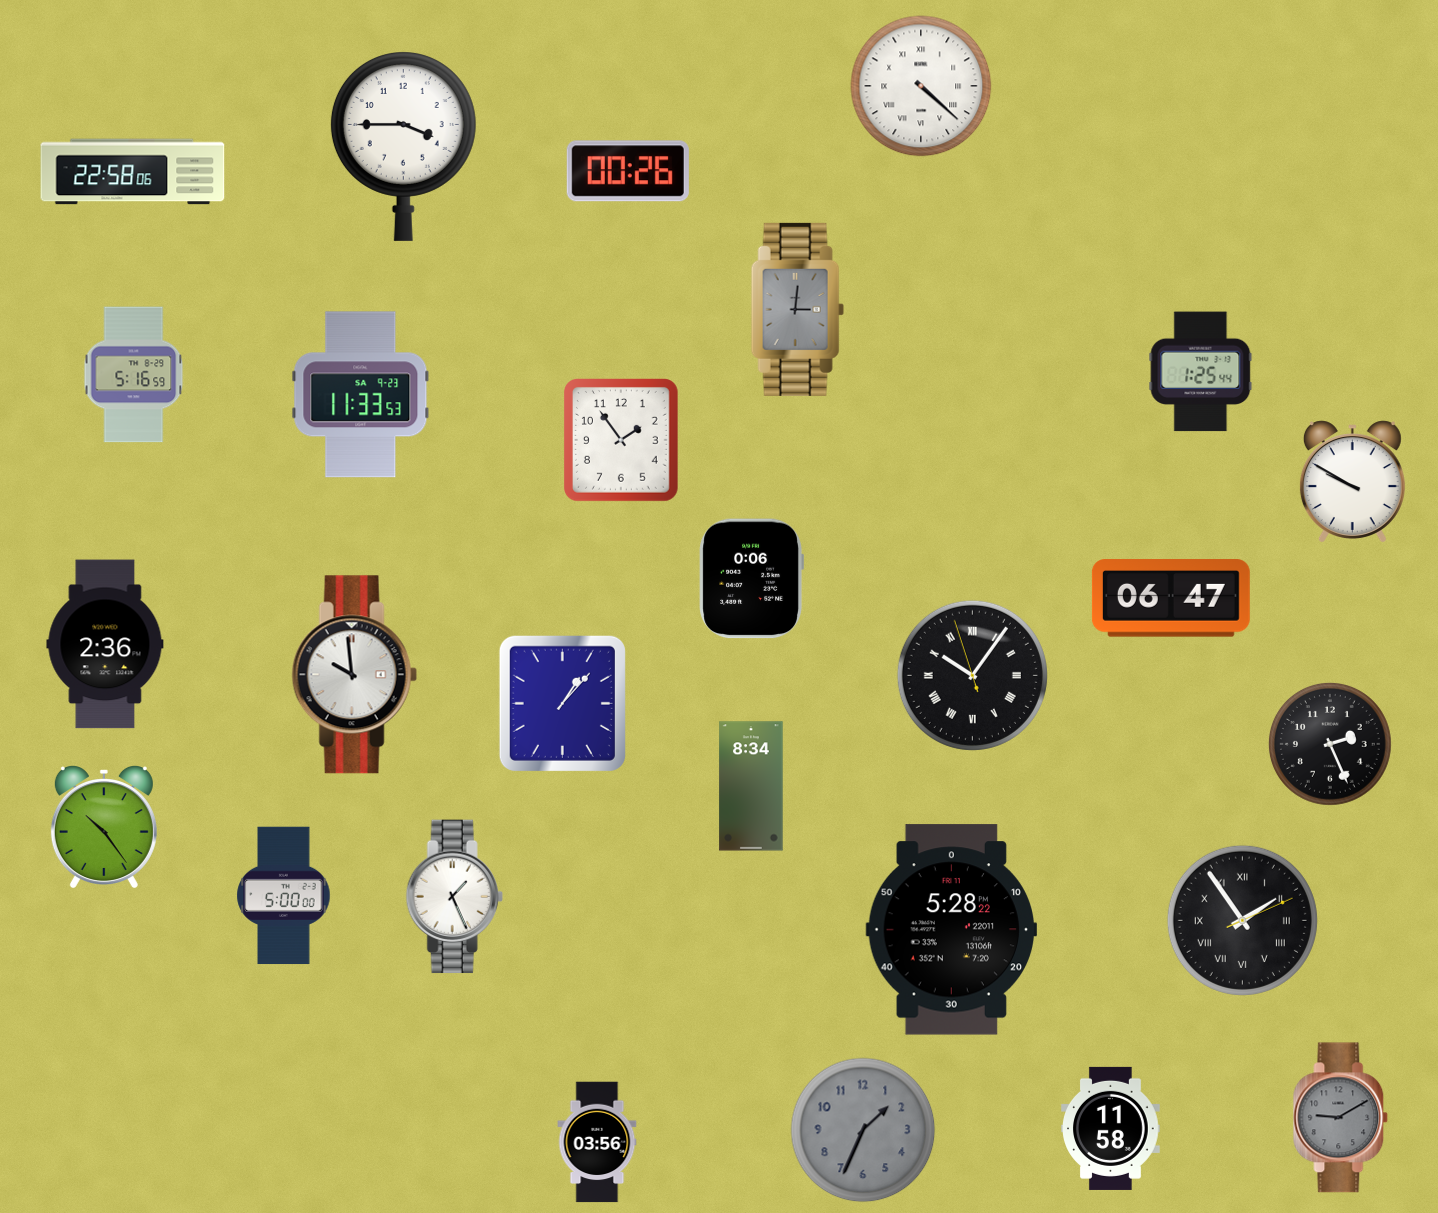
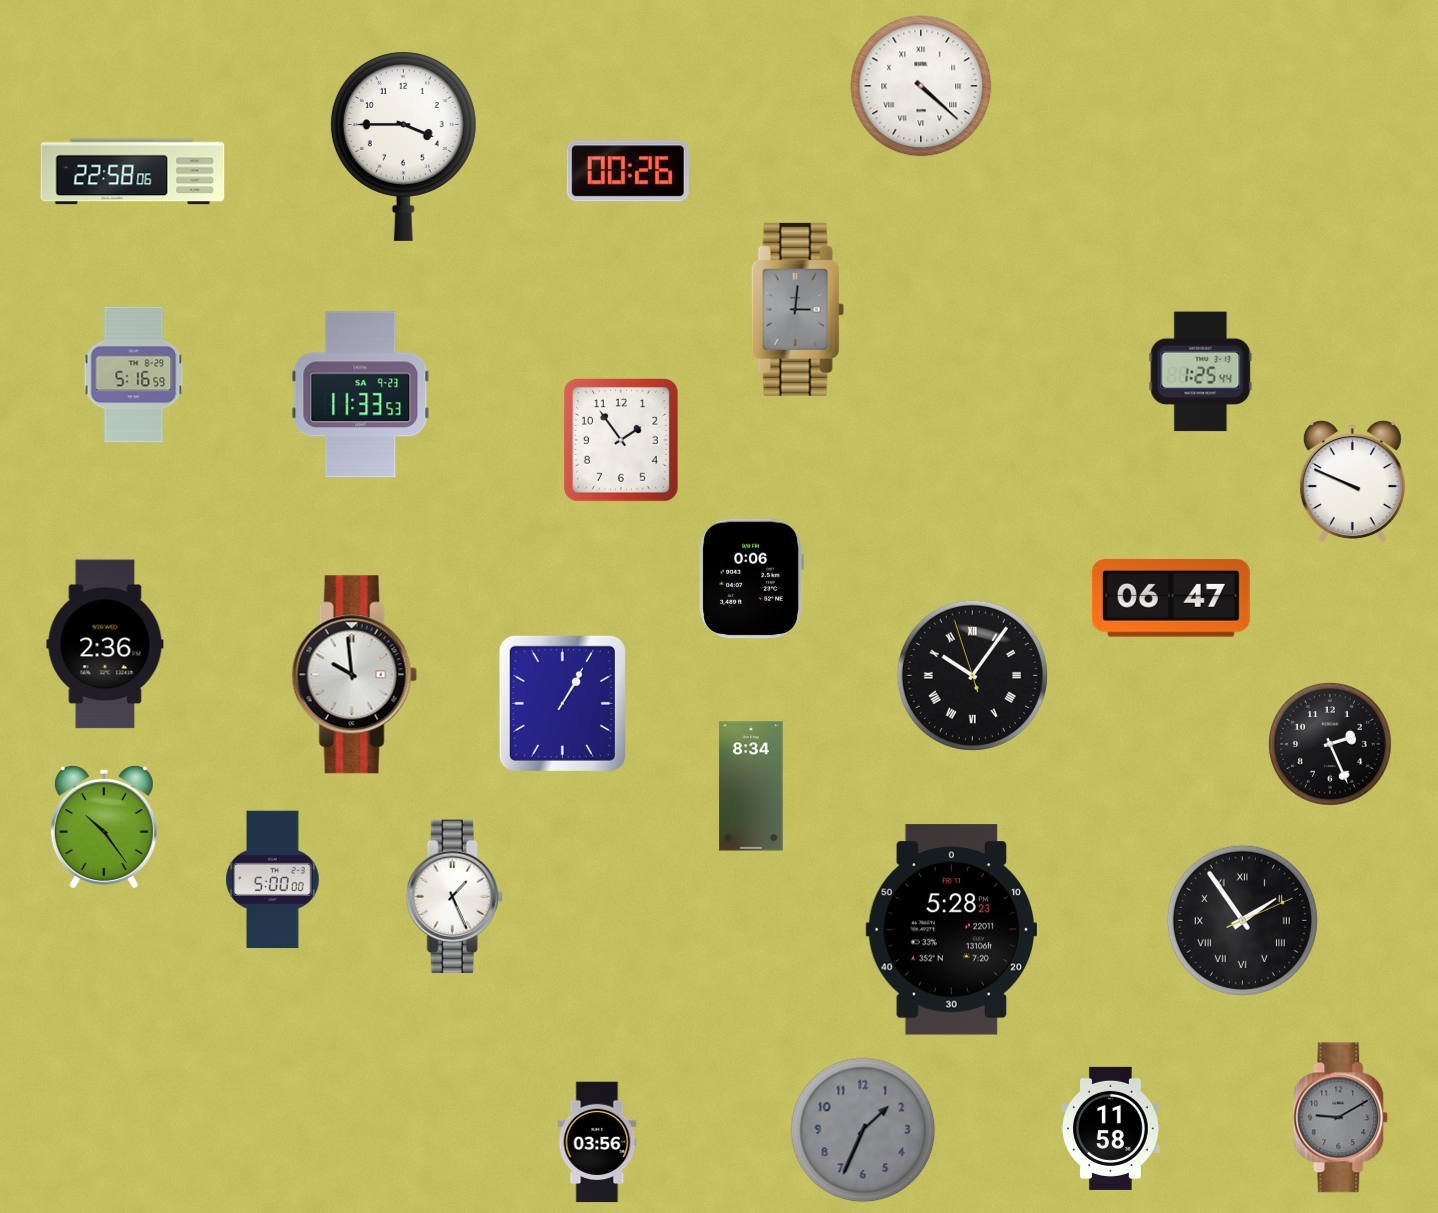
clock at (1352, 482): 9:50 -> 9:49
clock at (562, 703): 1:07 -> 1:05
clock at (284, 896) position: (284, 896) -> (273, 880)
clock at (951, 930): 5:28:22 -> 5:28:23
